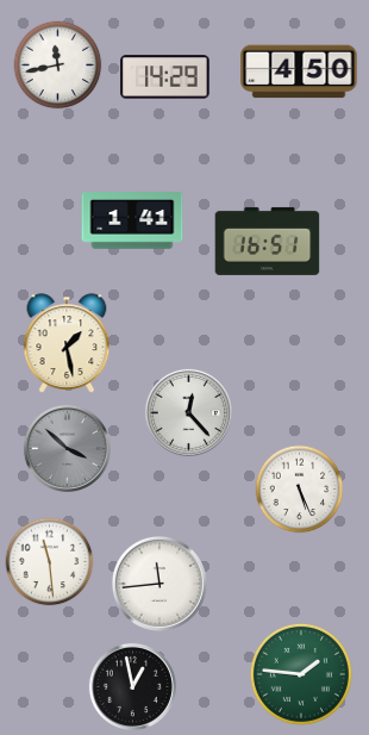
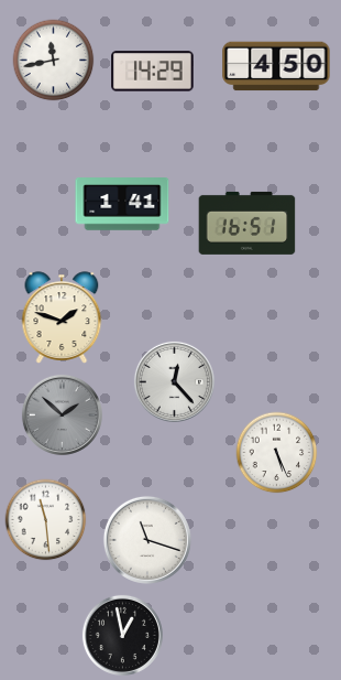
clock at (67, 343): 1:28 -> 1:48
clock at (67, 448): 3:52 -> 1:52
clock at (160, 584): 11:44 -> 11:18
clock at (301, 674): 1:46 -> none
